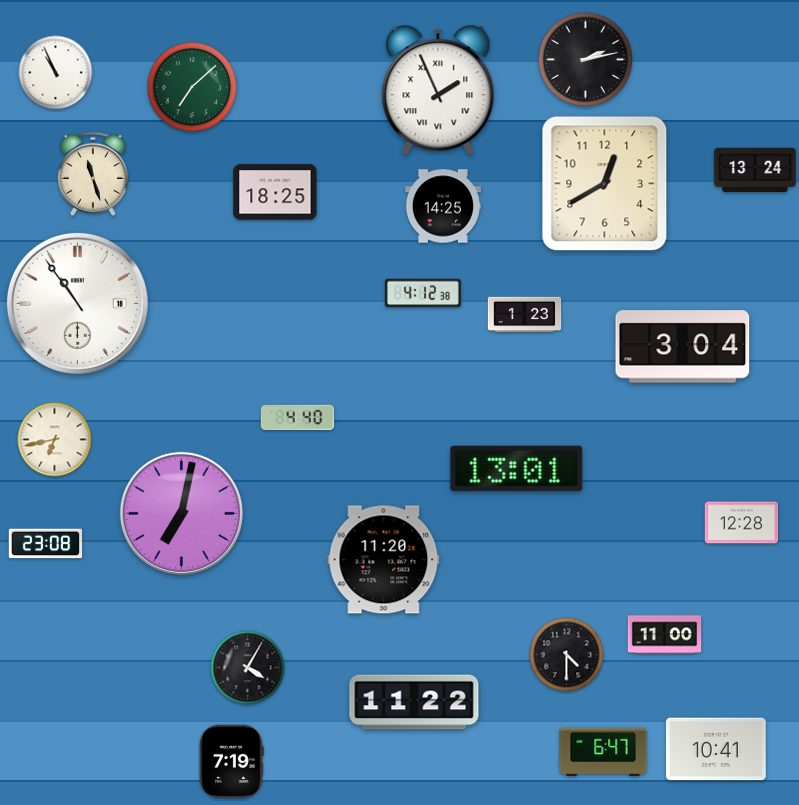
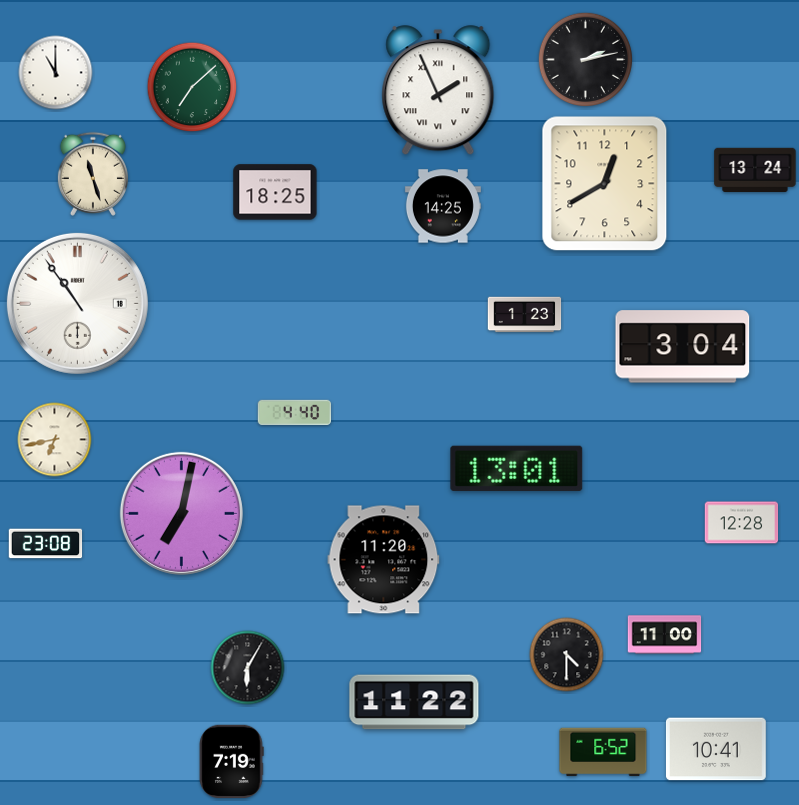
clock at (56, 73): 10:56 -> 11:00
clock at (423, 293): 4:12 -> none
clock at (298, 418) position: (298, 418) -> (295, 413)
clock at (248, 668): 4:05 -> 6:05
clock at (603, 752): 6:47 -> 6:52
